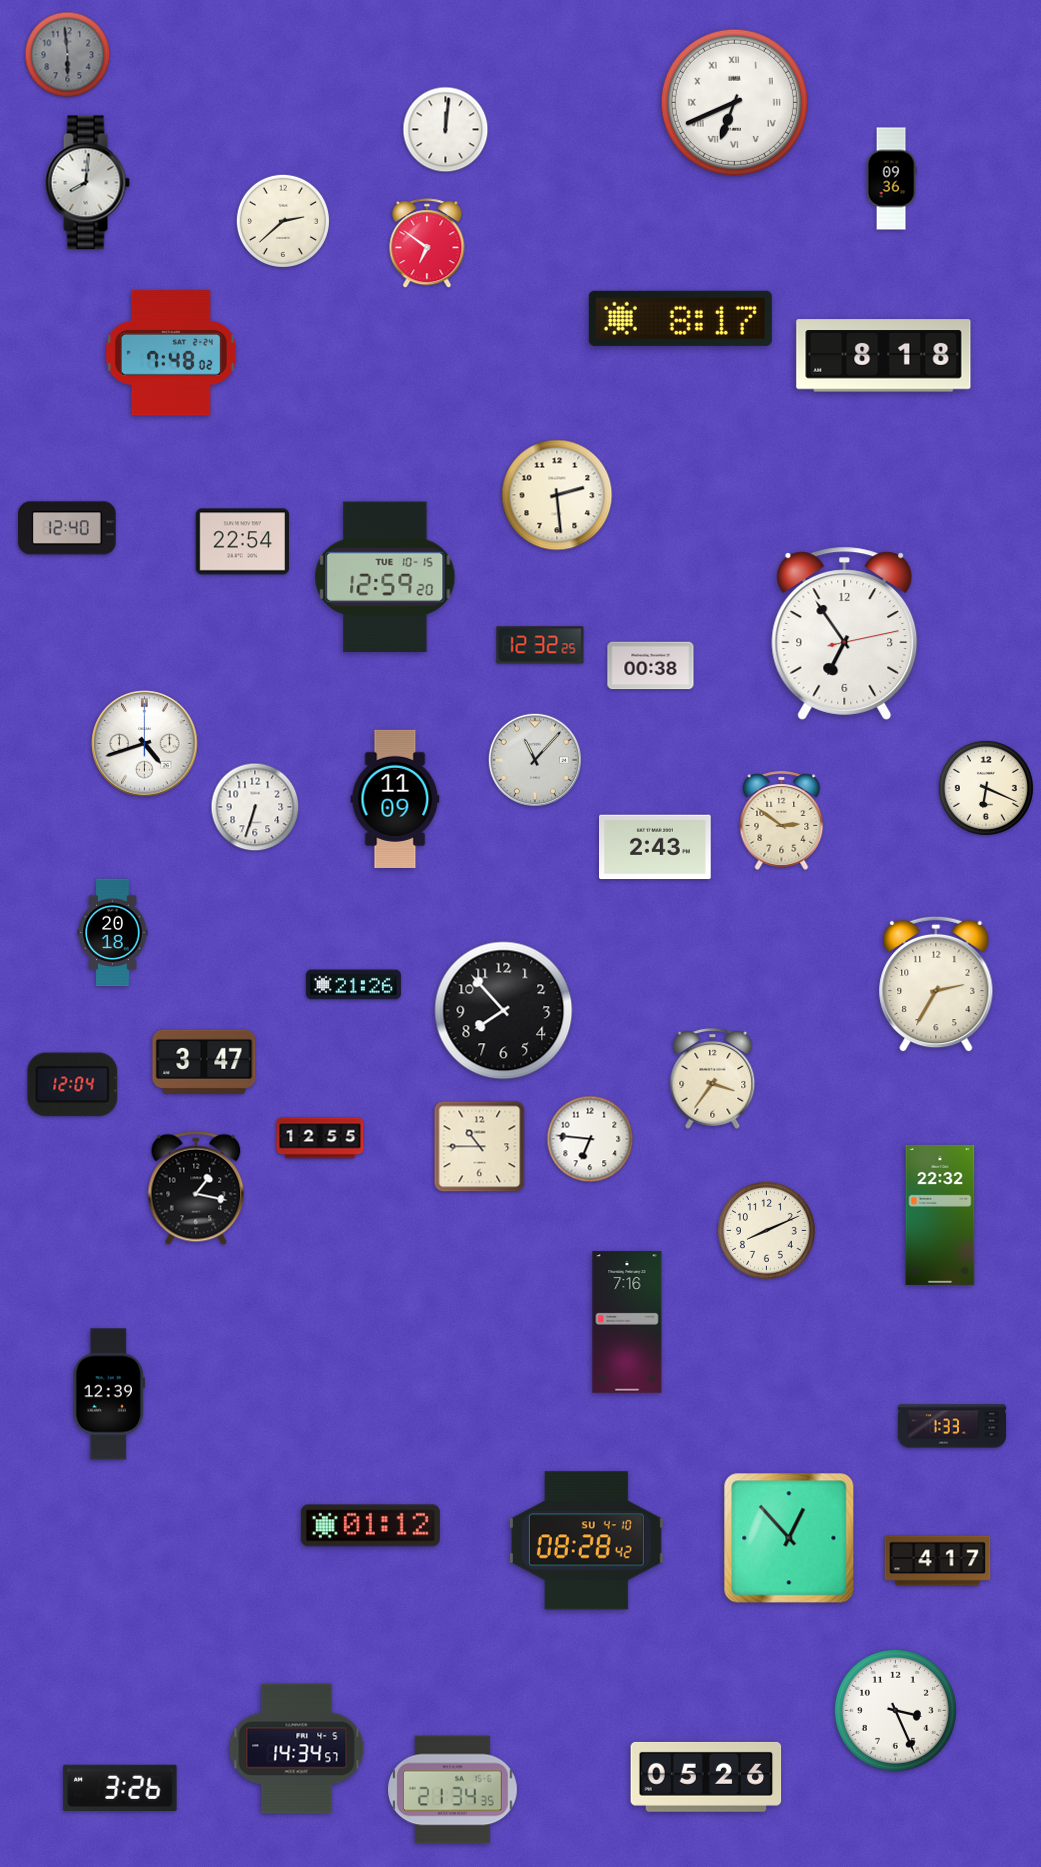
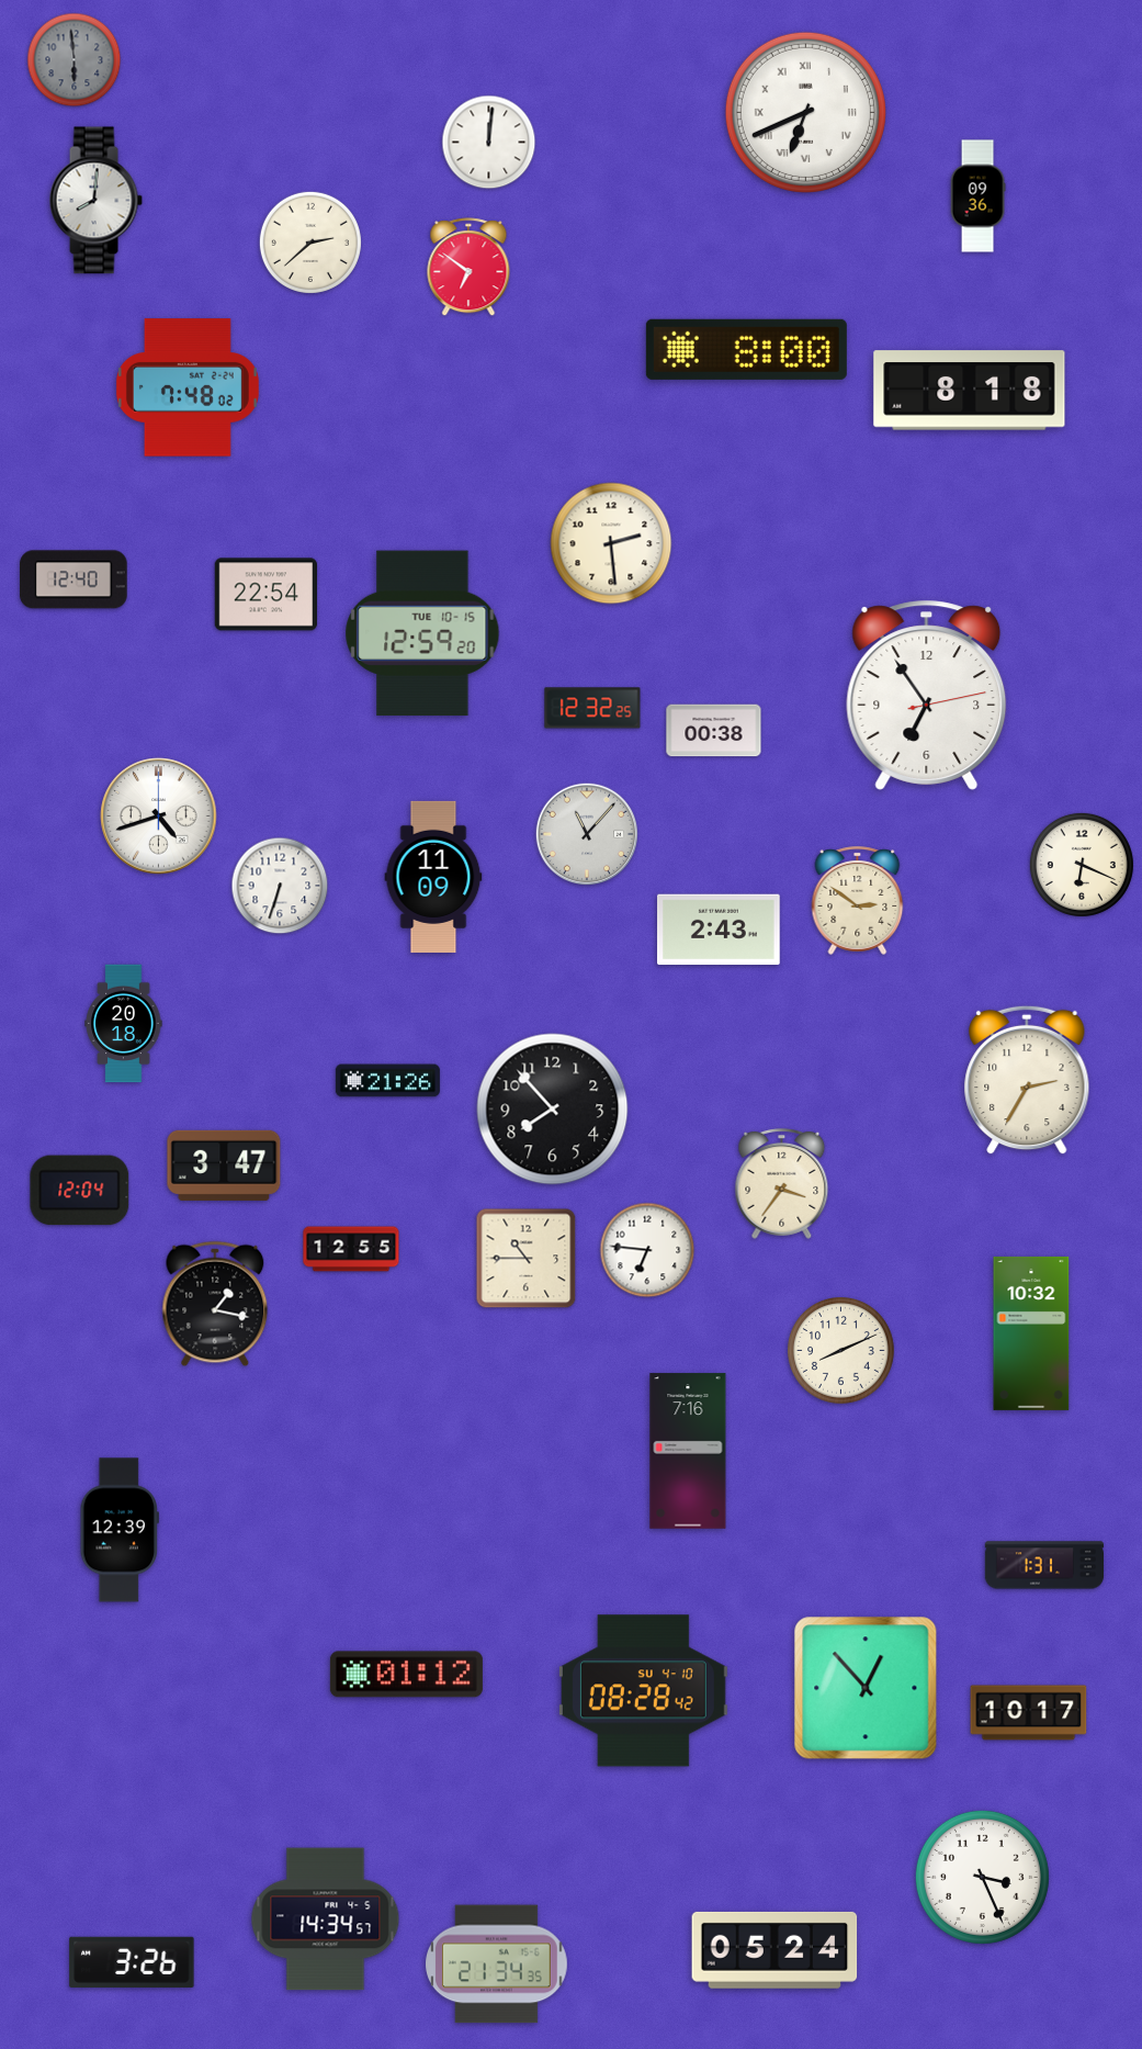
clock at (680, 318): 8:17 -> 8:00
clock at (940, 1215): 22:32 -> 10:32
clock at (952, 1426): 1:33 -> 1:31
clock at (938, 1561): 4:17 -> 10:17
clock at (706, 1777): 05:26 -> 05:24
